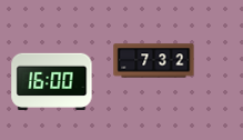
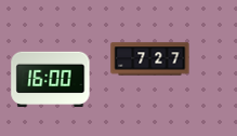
clock at (154, 61): 7:32 -> 7:27
